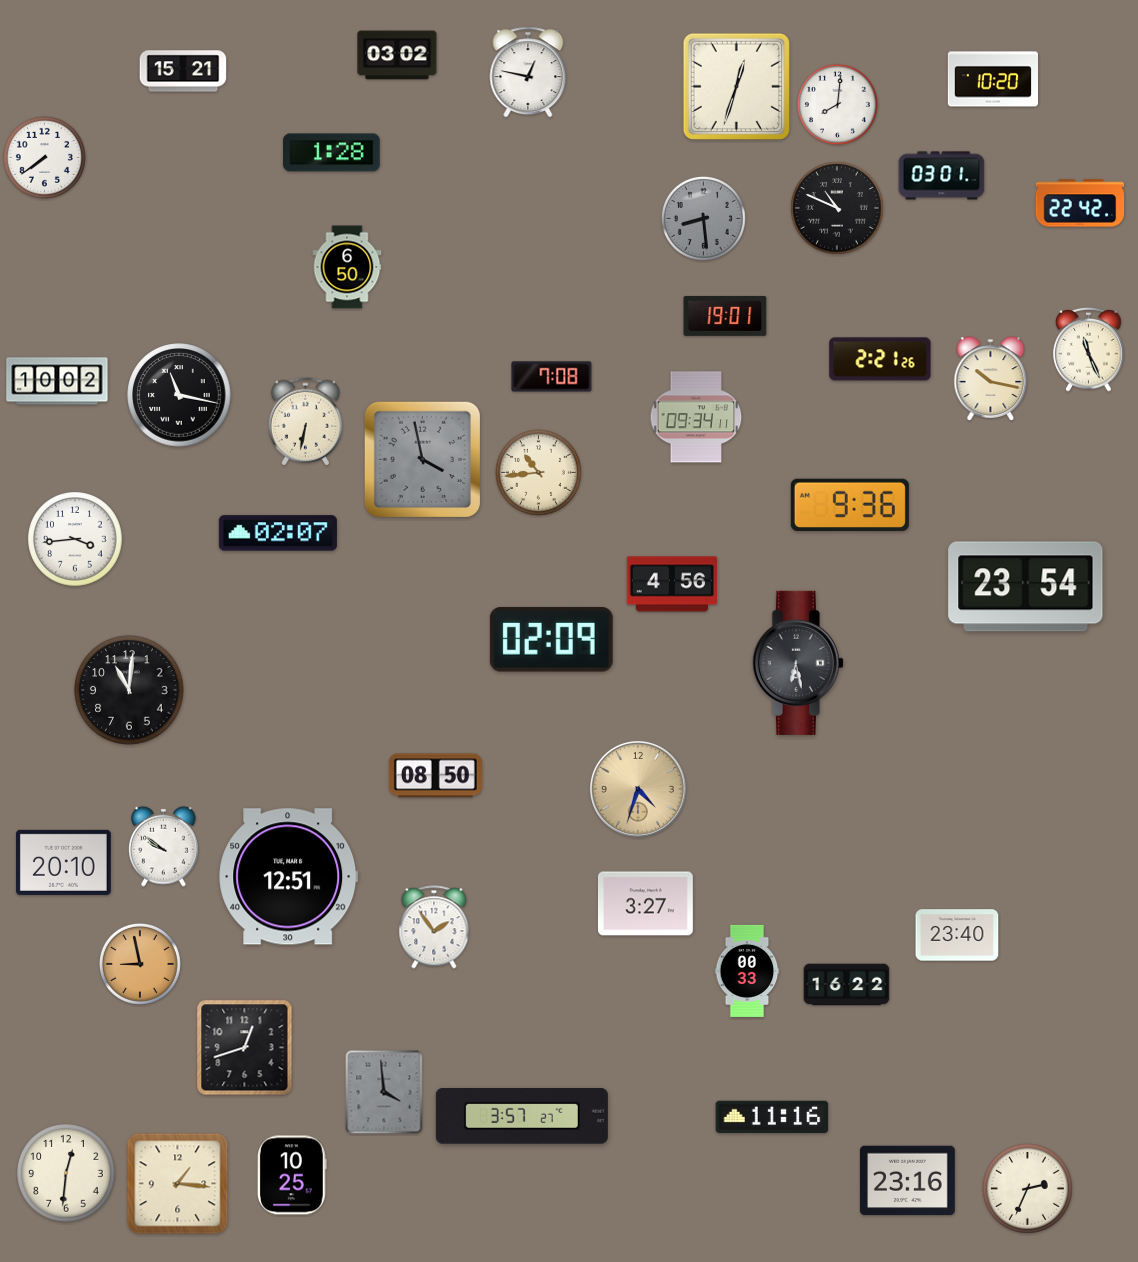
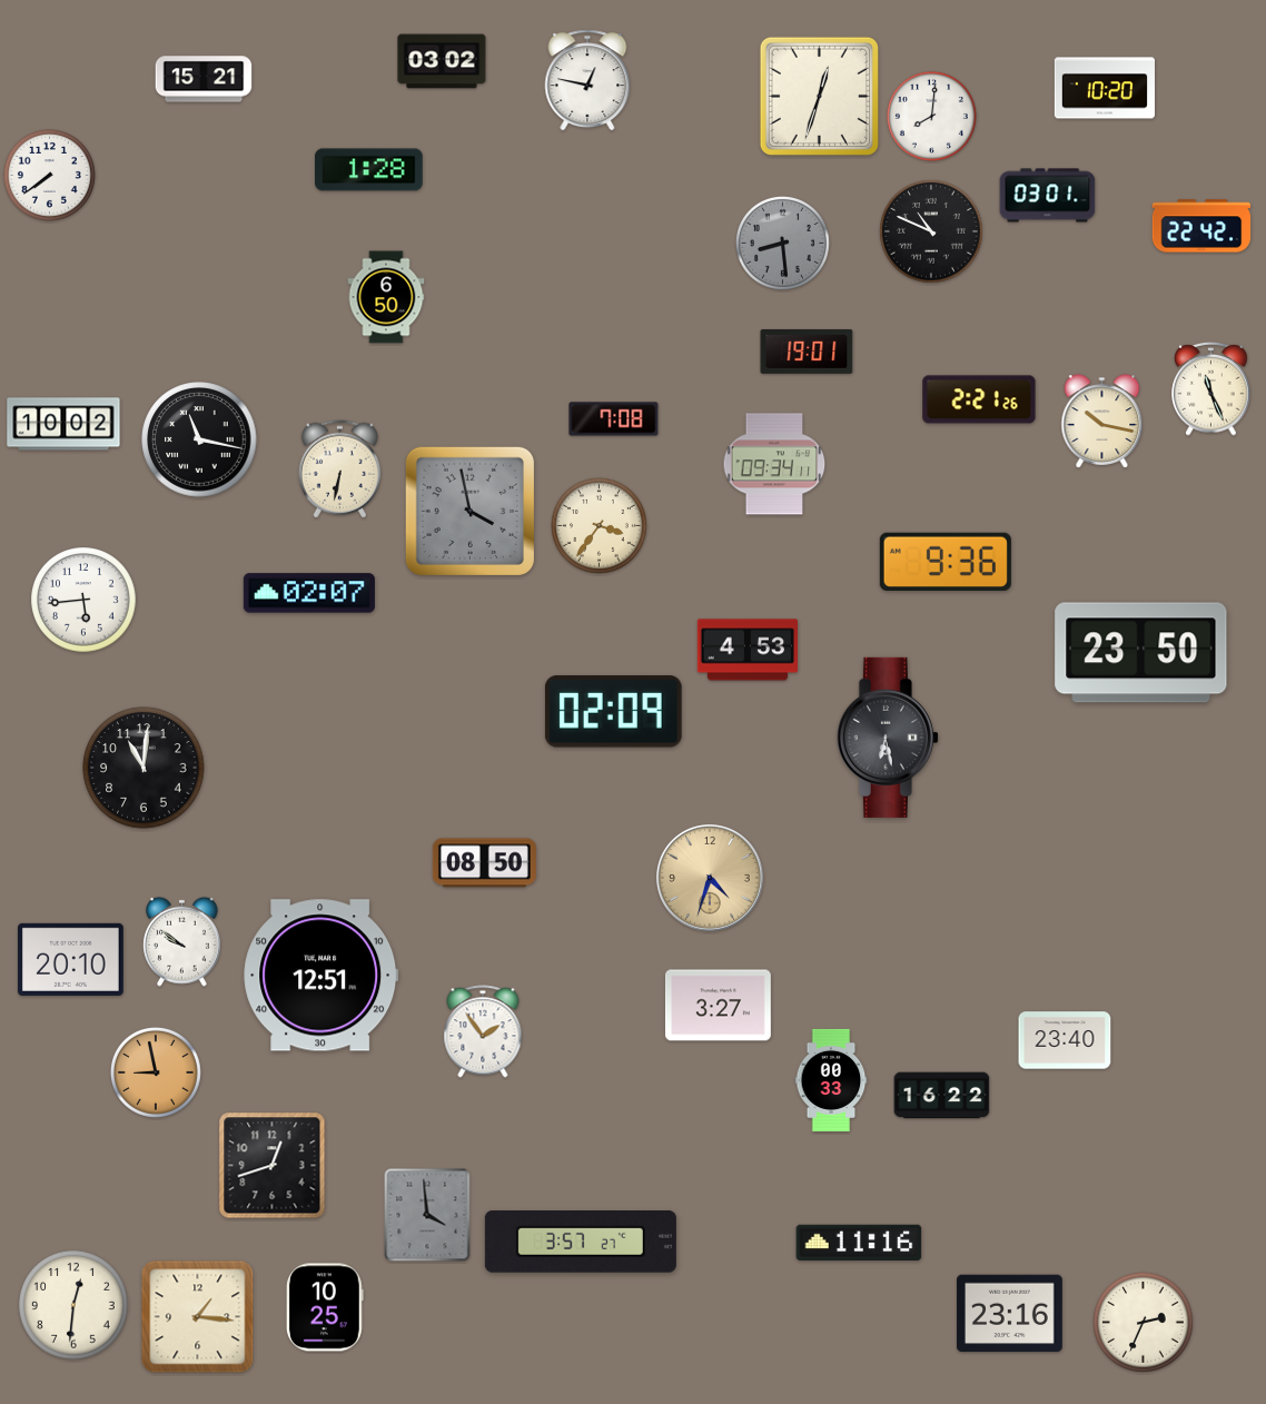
clock at (538, 472): 10:44 -> 3:36
clock at (75, 539): 3:44 -> 5:44
clock at (671, 584): 4:56 -> 4:53
clock at (1026, 587): 23:54 -> 23:50
